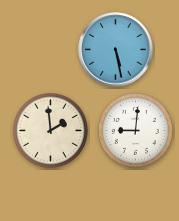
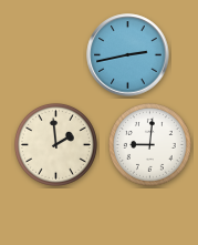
clock at (116, 50): 5:28 -> 2:43
